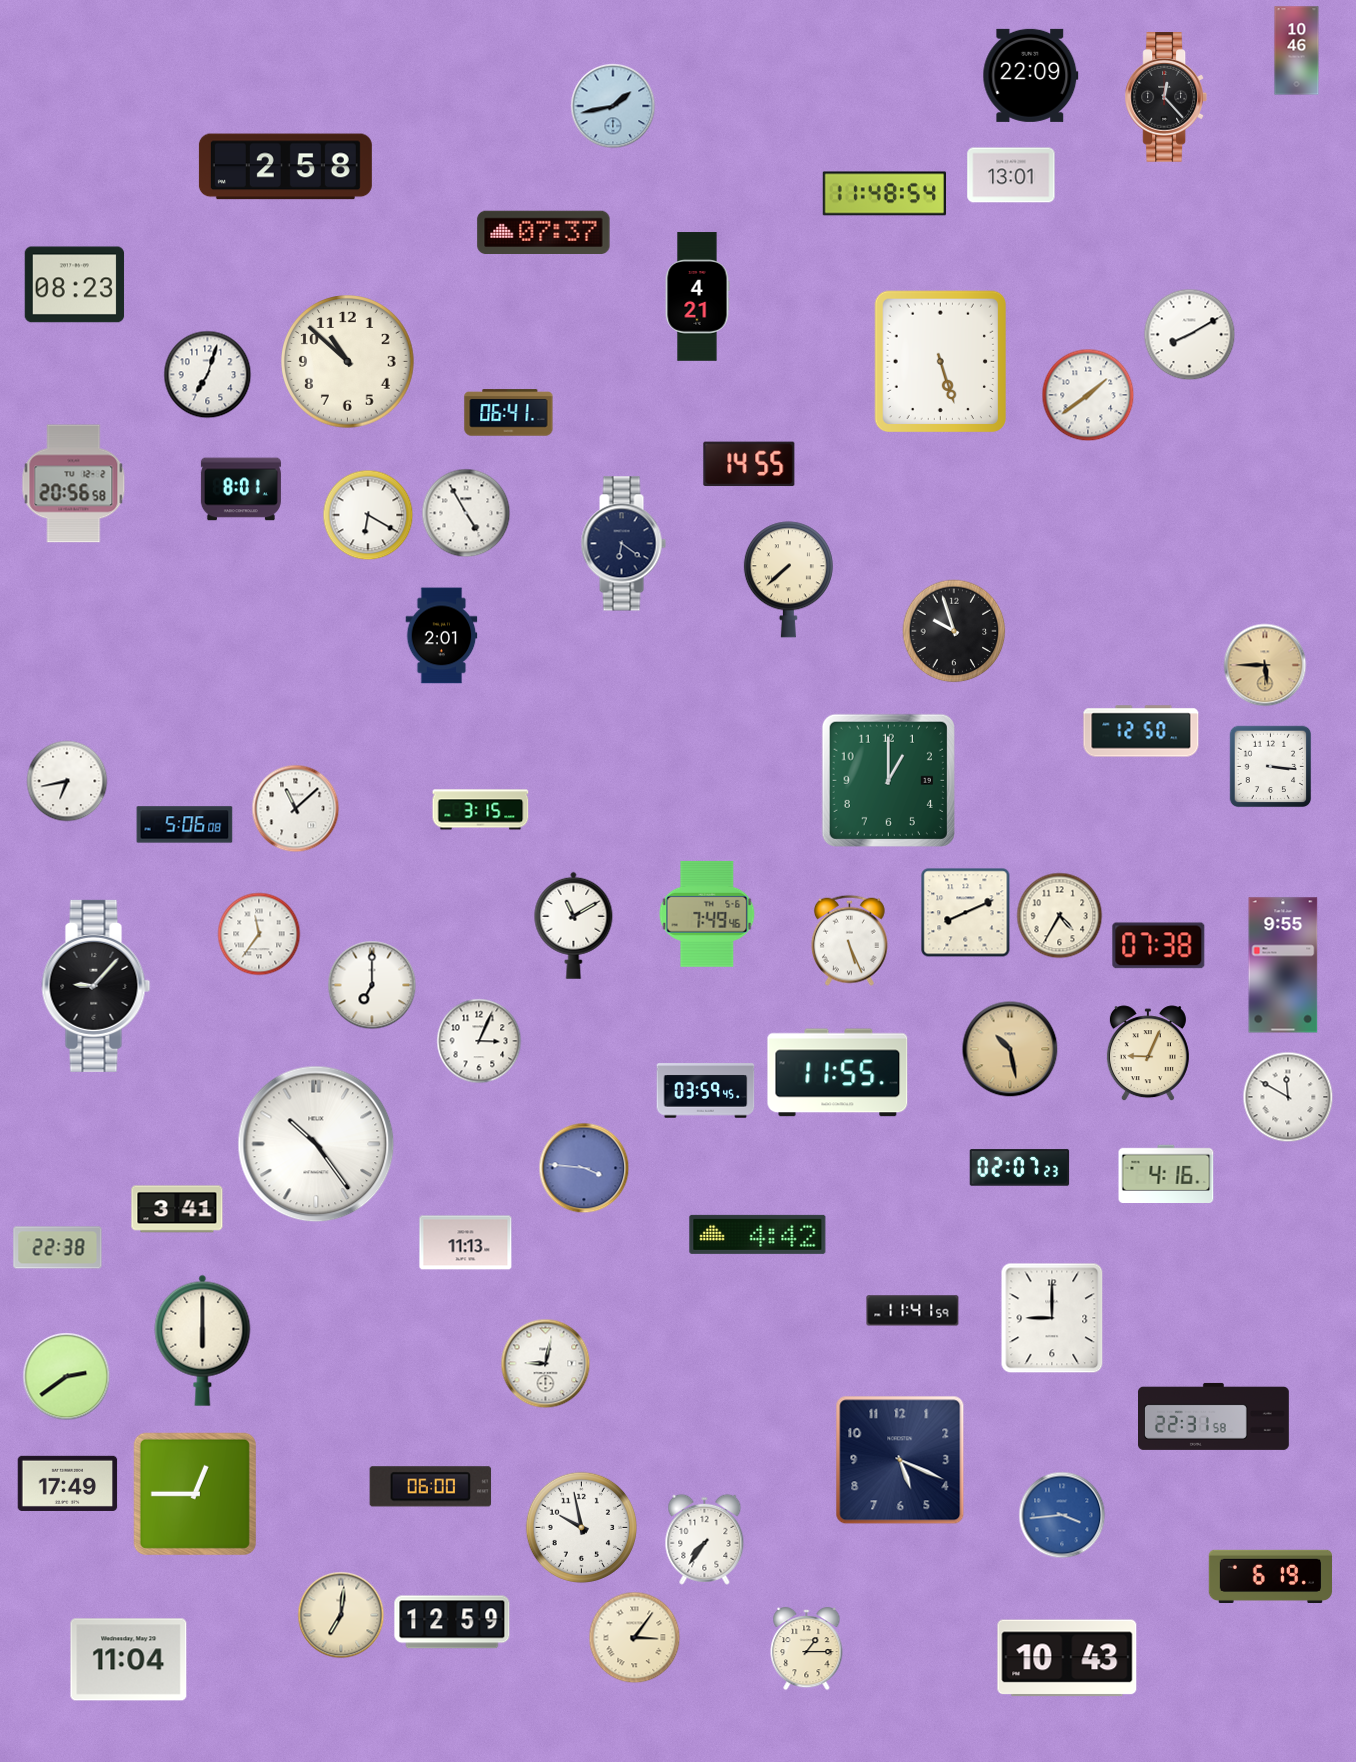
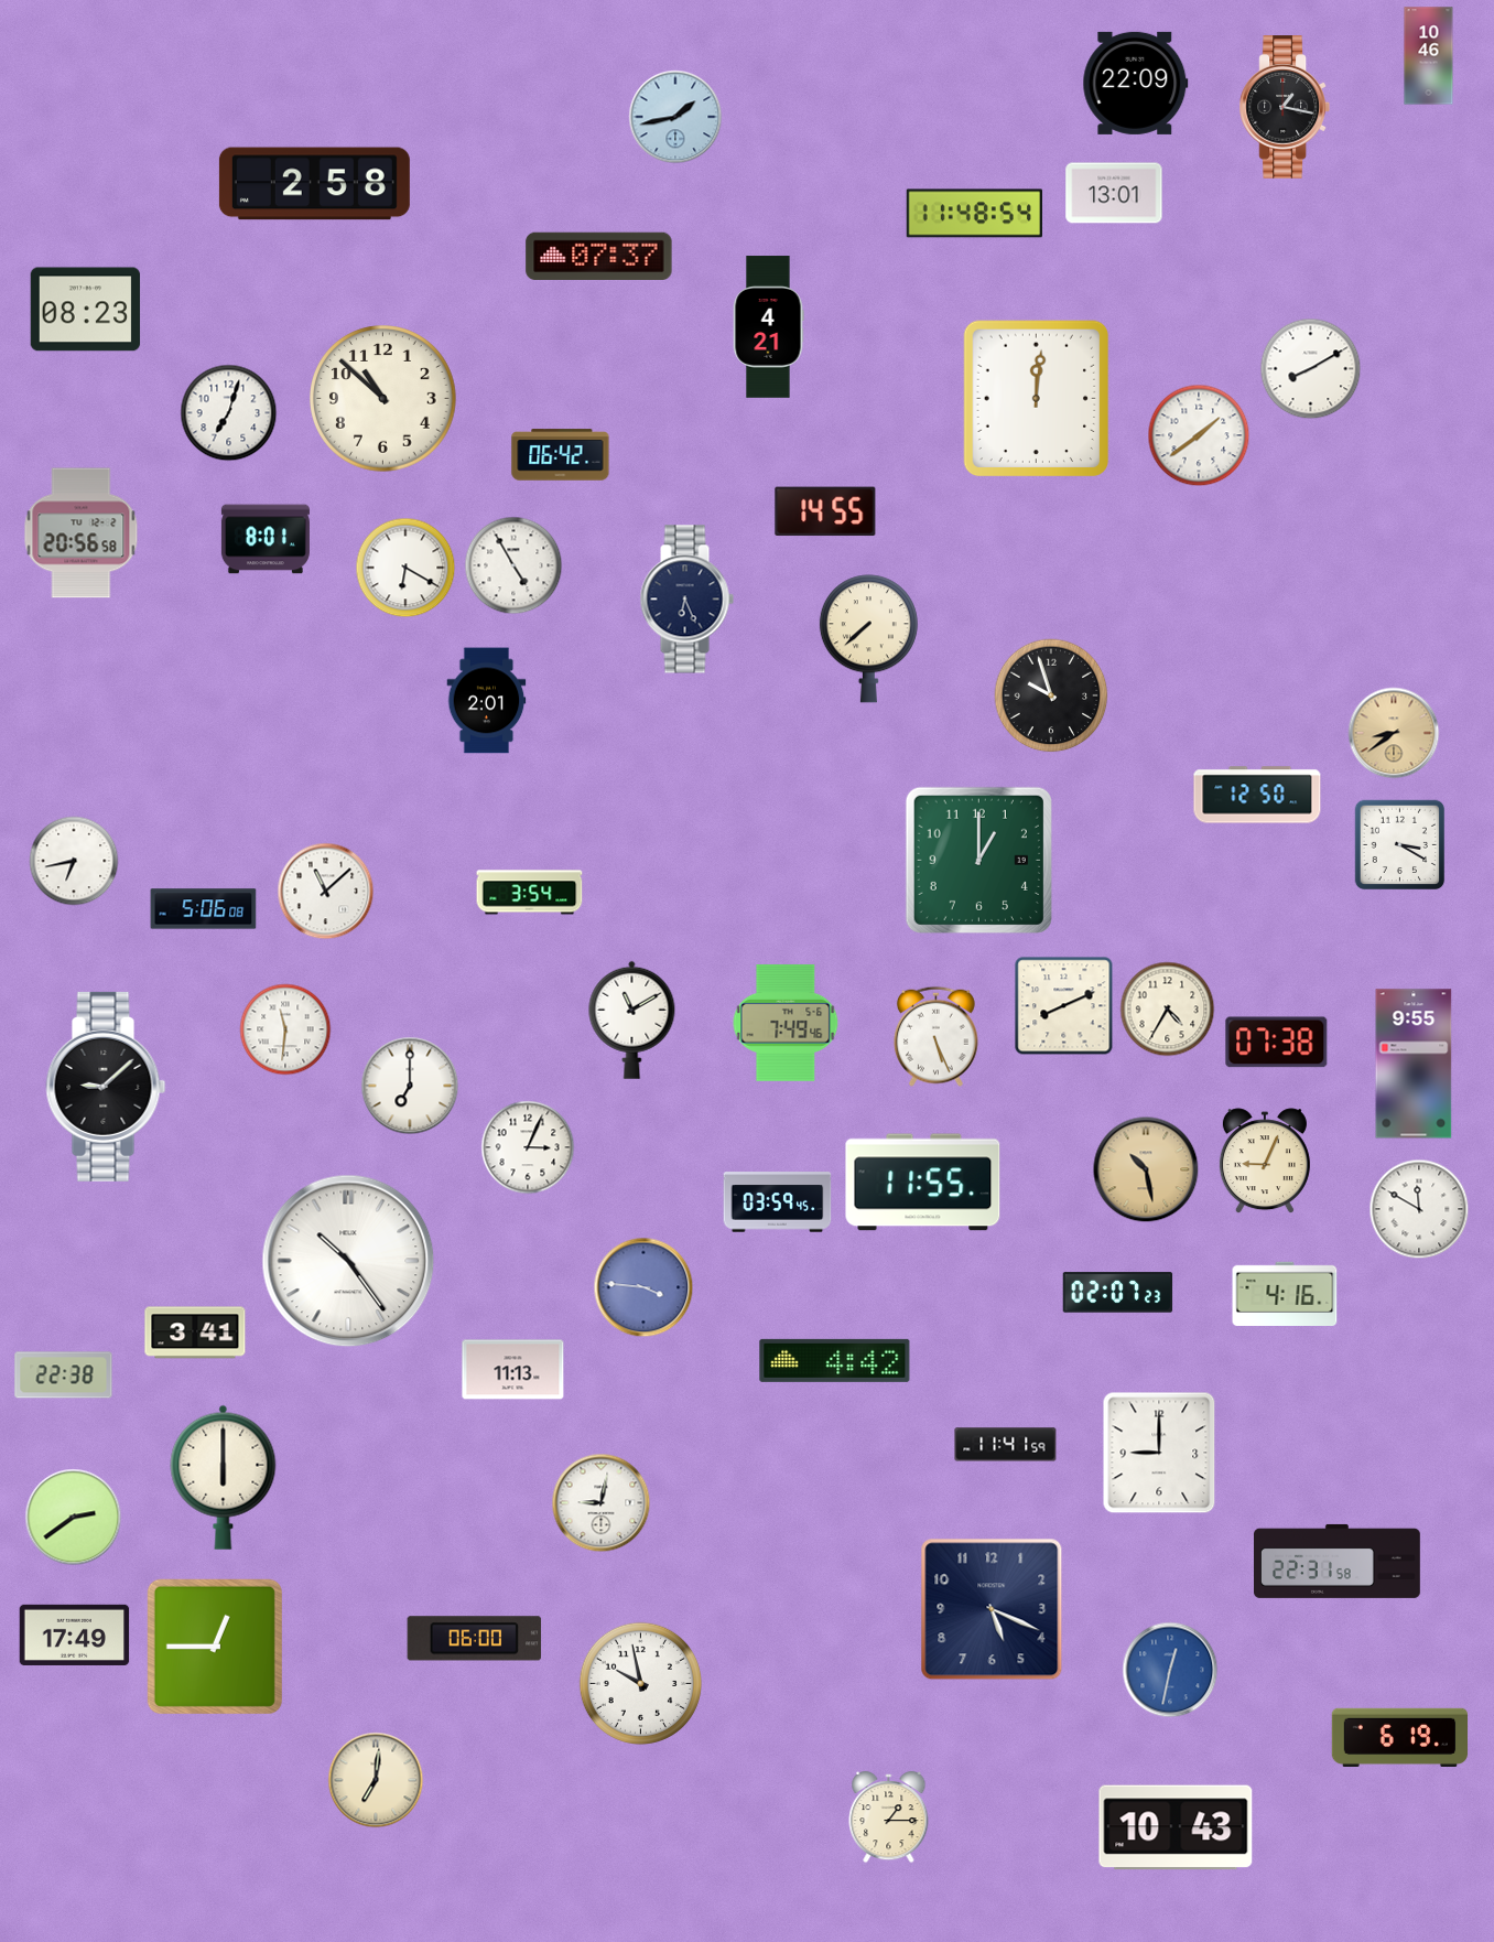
clock at (1165, 97): 12:23 -> 1:17
clock at (75, 285) position: (75, 285) -> (86, 310)
clock at (940, 362): 5:27 -> 12:01
clock at (509, 413): 06:41 -> 06:42
clock at (623, 544): 6:21 -> 6:26
clock at (1265, 665): 5:45 -> 8:39
clock at (1141, 731) position: (1141, 731) -> (1257, 795)
clock at (1271, 767): 3:16 -> 3:20
clock at (481, 810): 3:15 -> 3:54
clock at (707, 914) position: (707, 914) -> (786, 1023)
clock at (259, 934): 11:36 -> 11:31
clock at (96, 986): 9:07 -> 9:08
clock at (1010, 1049) position: (1010, 1049) -> (1146, 1169)
clock at (1020, 1168) position: (1020, 1168) -> (1118, 1293)
clock at (1062, 1515): 3:44 -> 12:32
clock at (705, 1539): 7:36 -> none
clock at (452, 1622): 12:59 -> none
clock at (635, 1638): 3:06 -> none
clock at (129, 1660): 11:04 -> none
